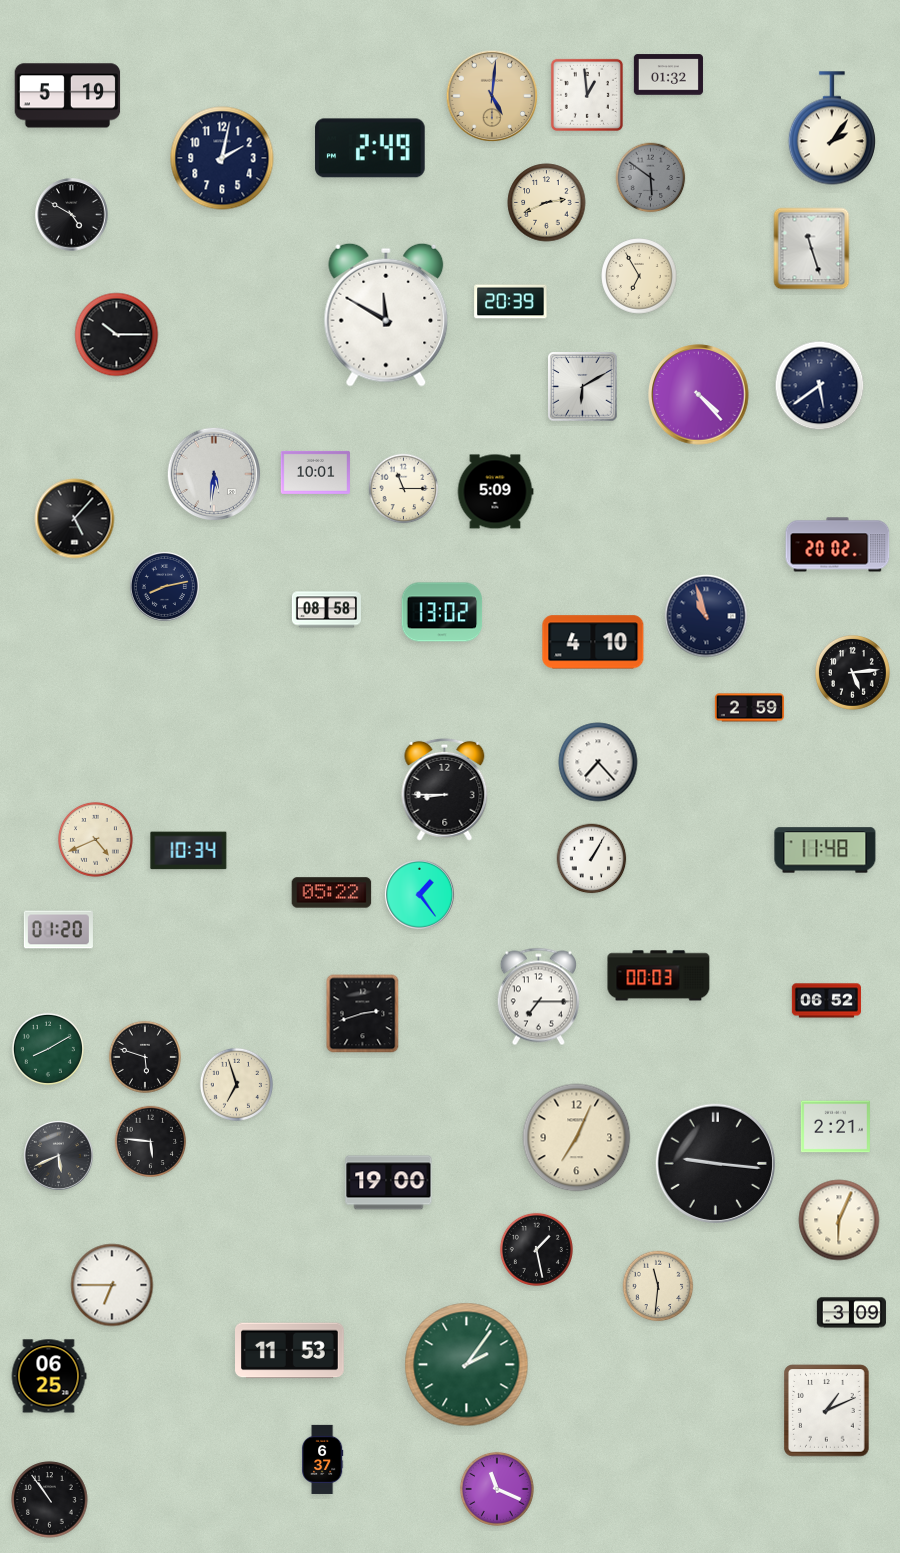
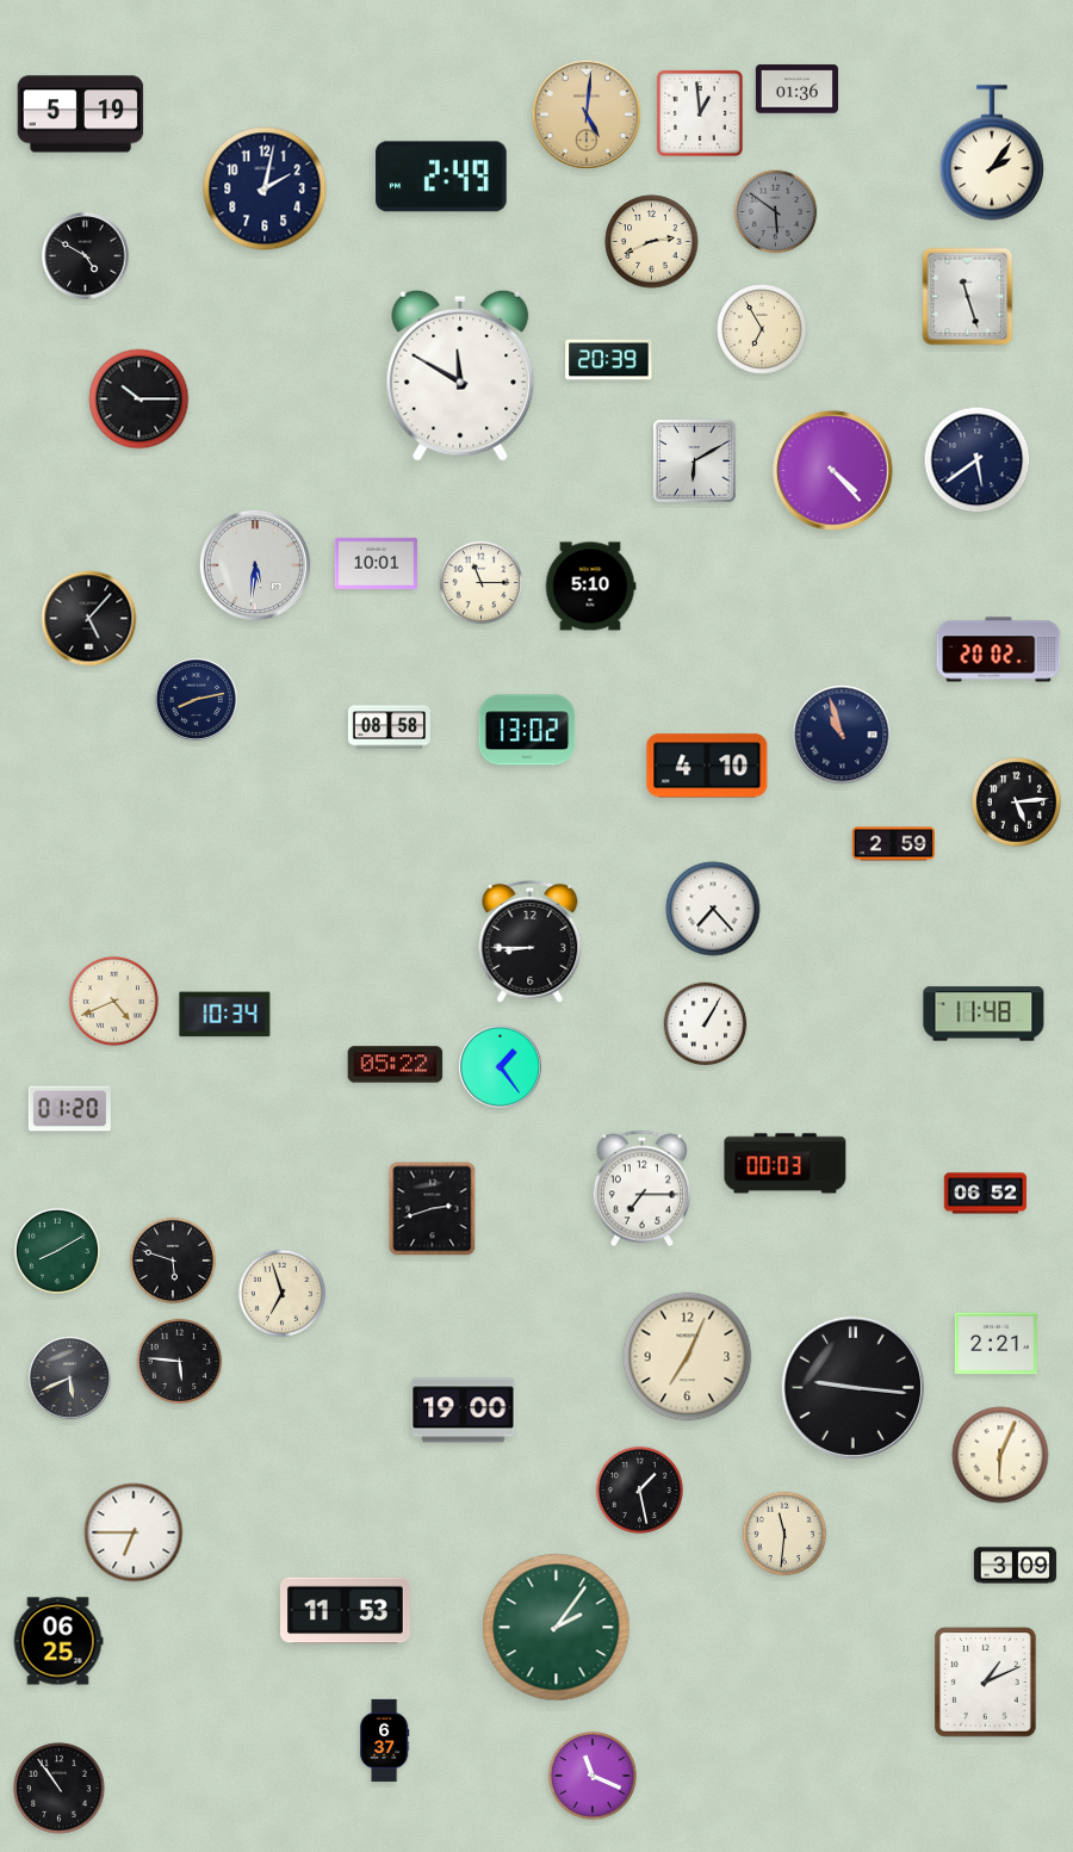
clock at (668, 75): 01:32 -> 01:36
clock at (495, 492): 5:09 -> 5:10
